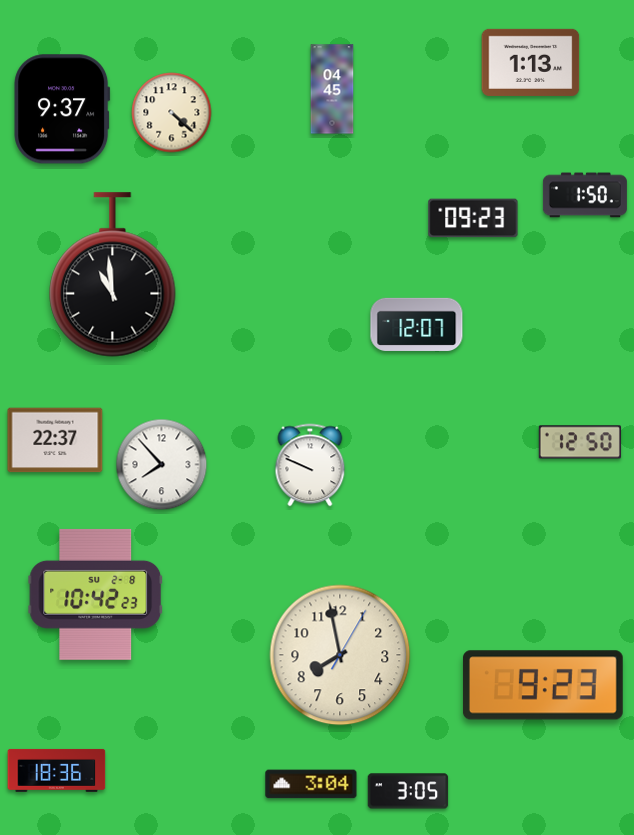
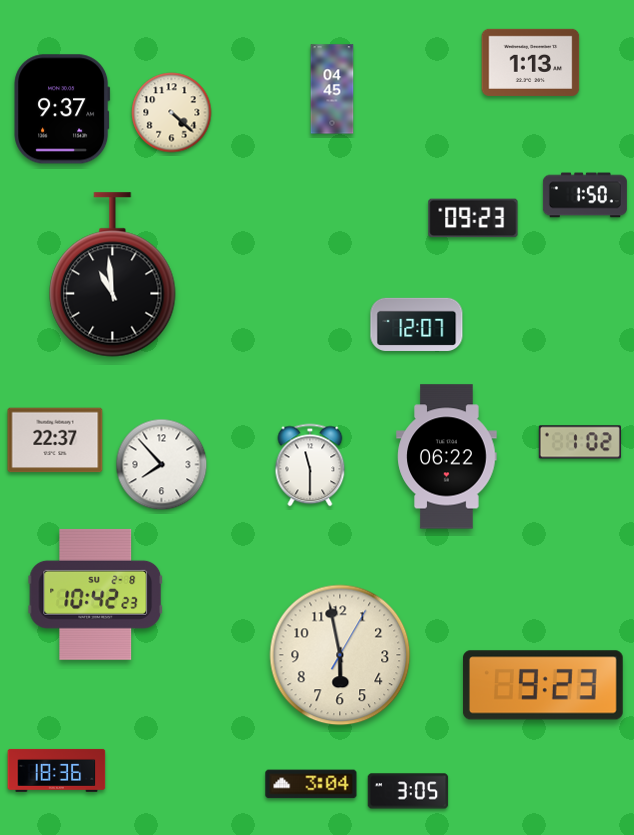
clock at (580, 442): 12:50 -> 1:02
clock at (447, 457): none -> 06:22
clock at (310, 465): 9:49 -> 11:30
clock at (340, 655): 7:58 -> 5:58
